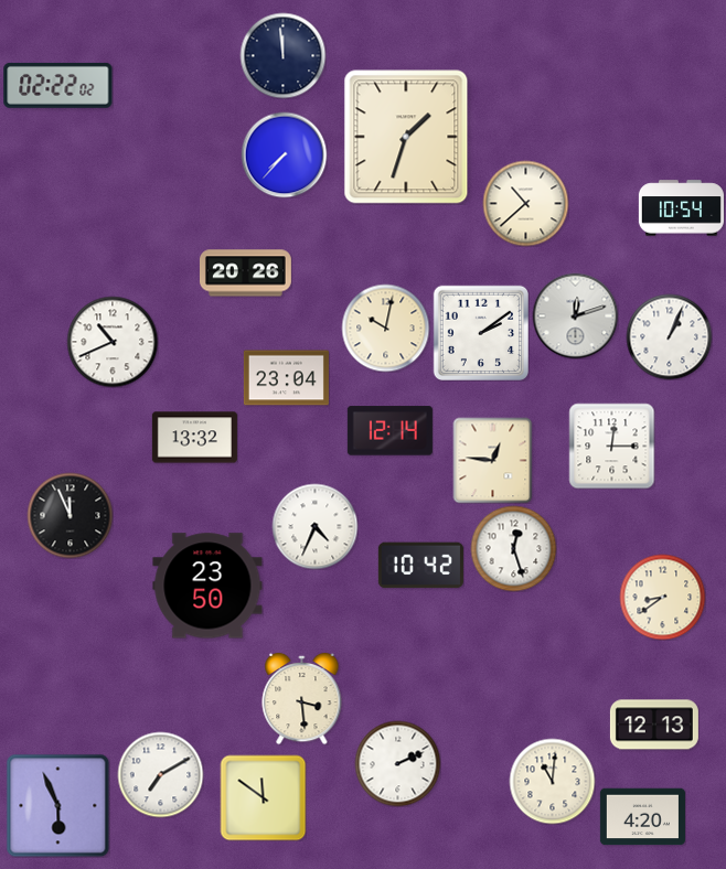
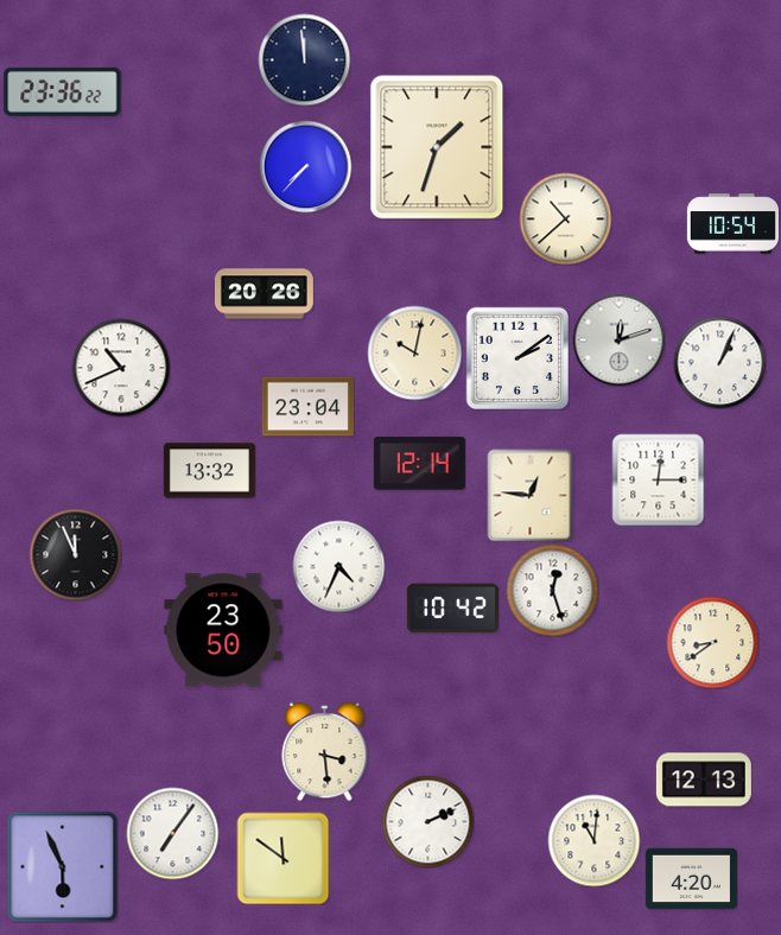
clock at (58, 85): 02:22 -> 23:36
clock at (160, 774): 7:10 -> 7:06
